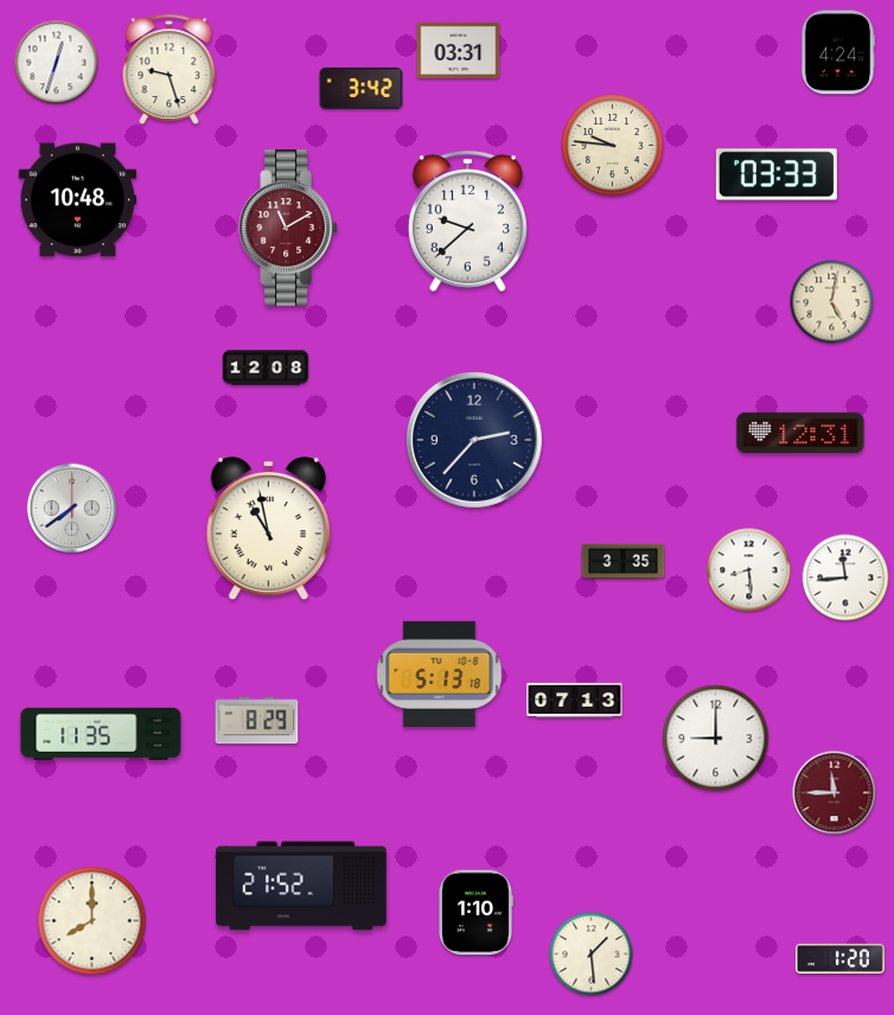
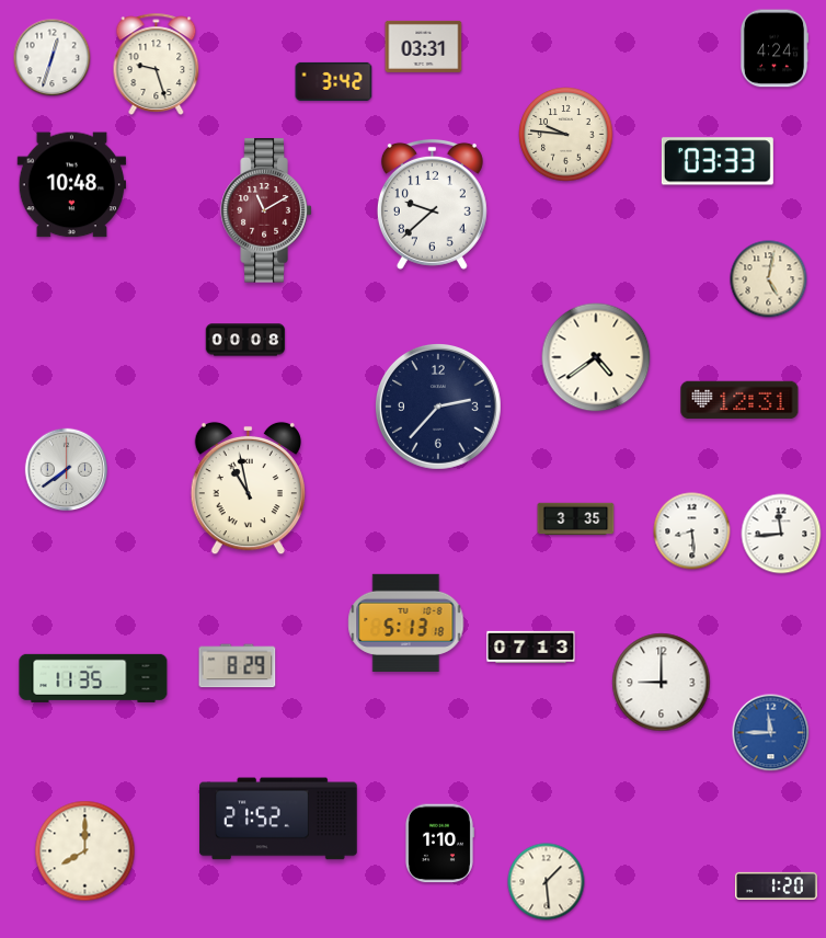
clock at (266, 368): 12:08 -> 00:08
clock at (596, 357): none -> 4:39
clock at (749, 570) position: (749, 570) -> (692, 531)
clock at (835, 793) dial: burgundy -> blue
